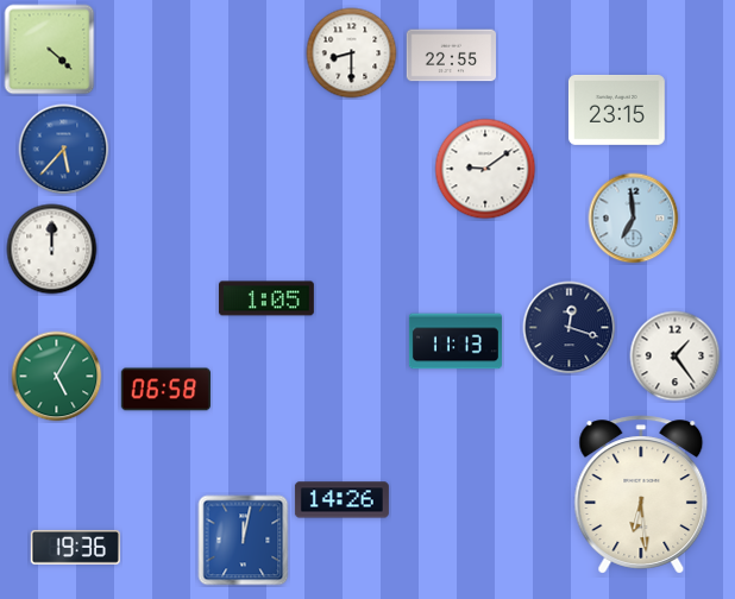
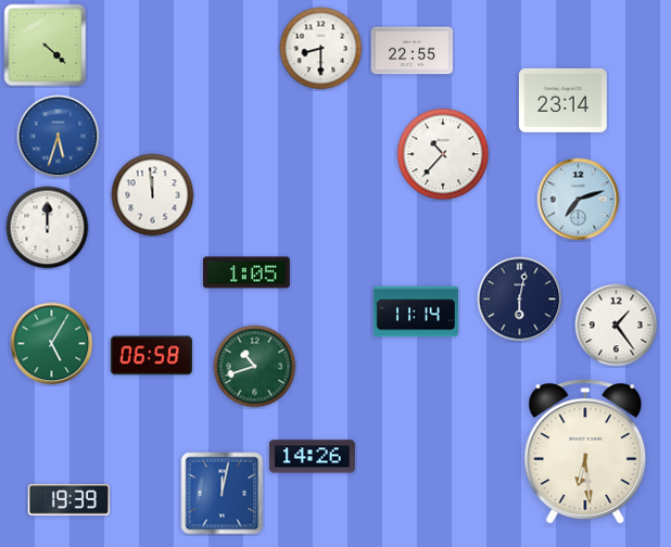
clock at (617, 109): 23:15 -> 23:14
clock at (64, 150): 5:37 -> 5:33
clock at (485, 169): 9:09 -> 10:37
clock at (153, 195): none -> 11:59
clock at (634, 219): 6:59 -> 7:12
clock at (266, 298) position: (266, 298) -> (246, 272)
clock at (570, 328): 12:18 -> 6:02
clock at (456, 341): 11:13 -> 11:14
clock at (255, 367): none -> 10:42
clock at (75, 547): 19:36 -> 19:39
